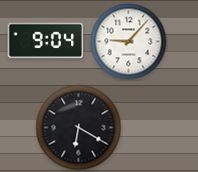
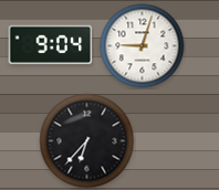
clock at (129, 42): 9:07 -> 9:03
clock at (79, 128): 6:20 -> 6:37
